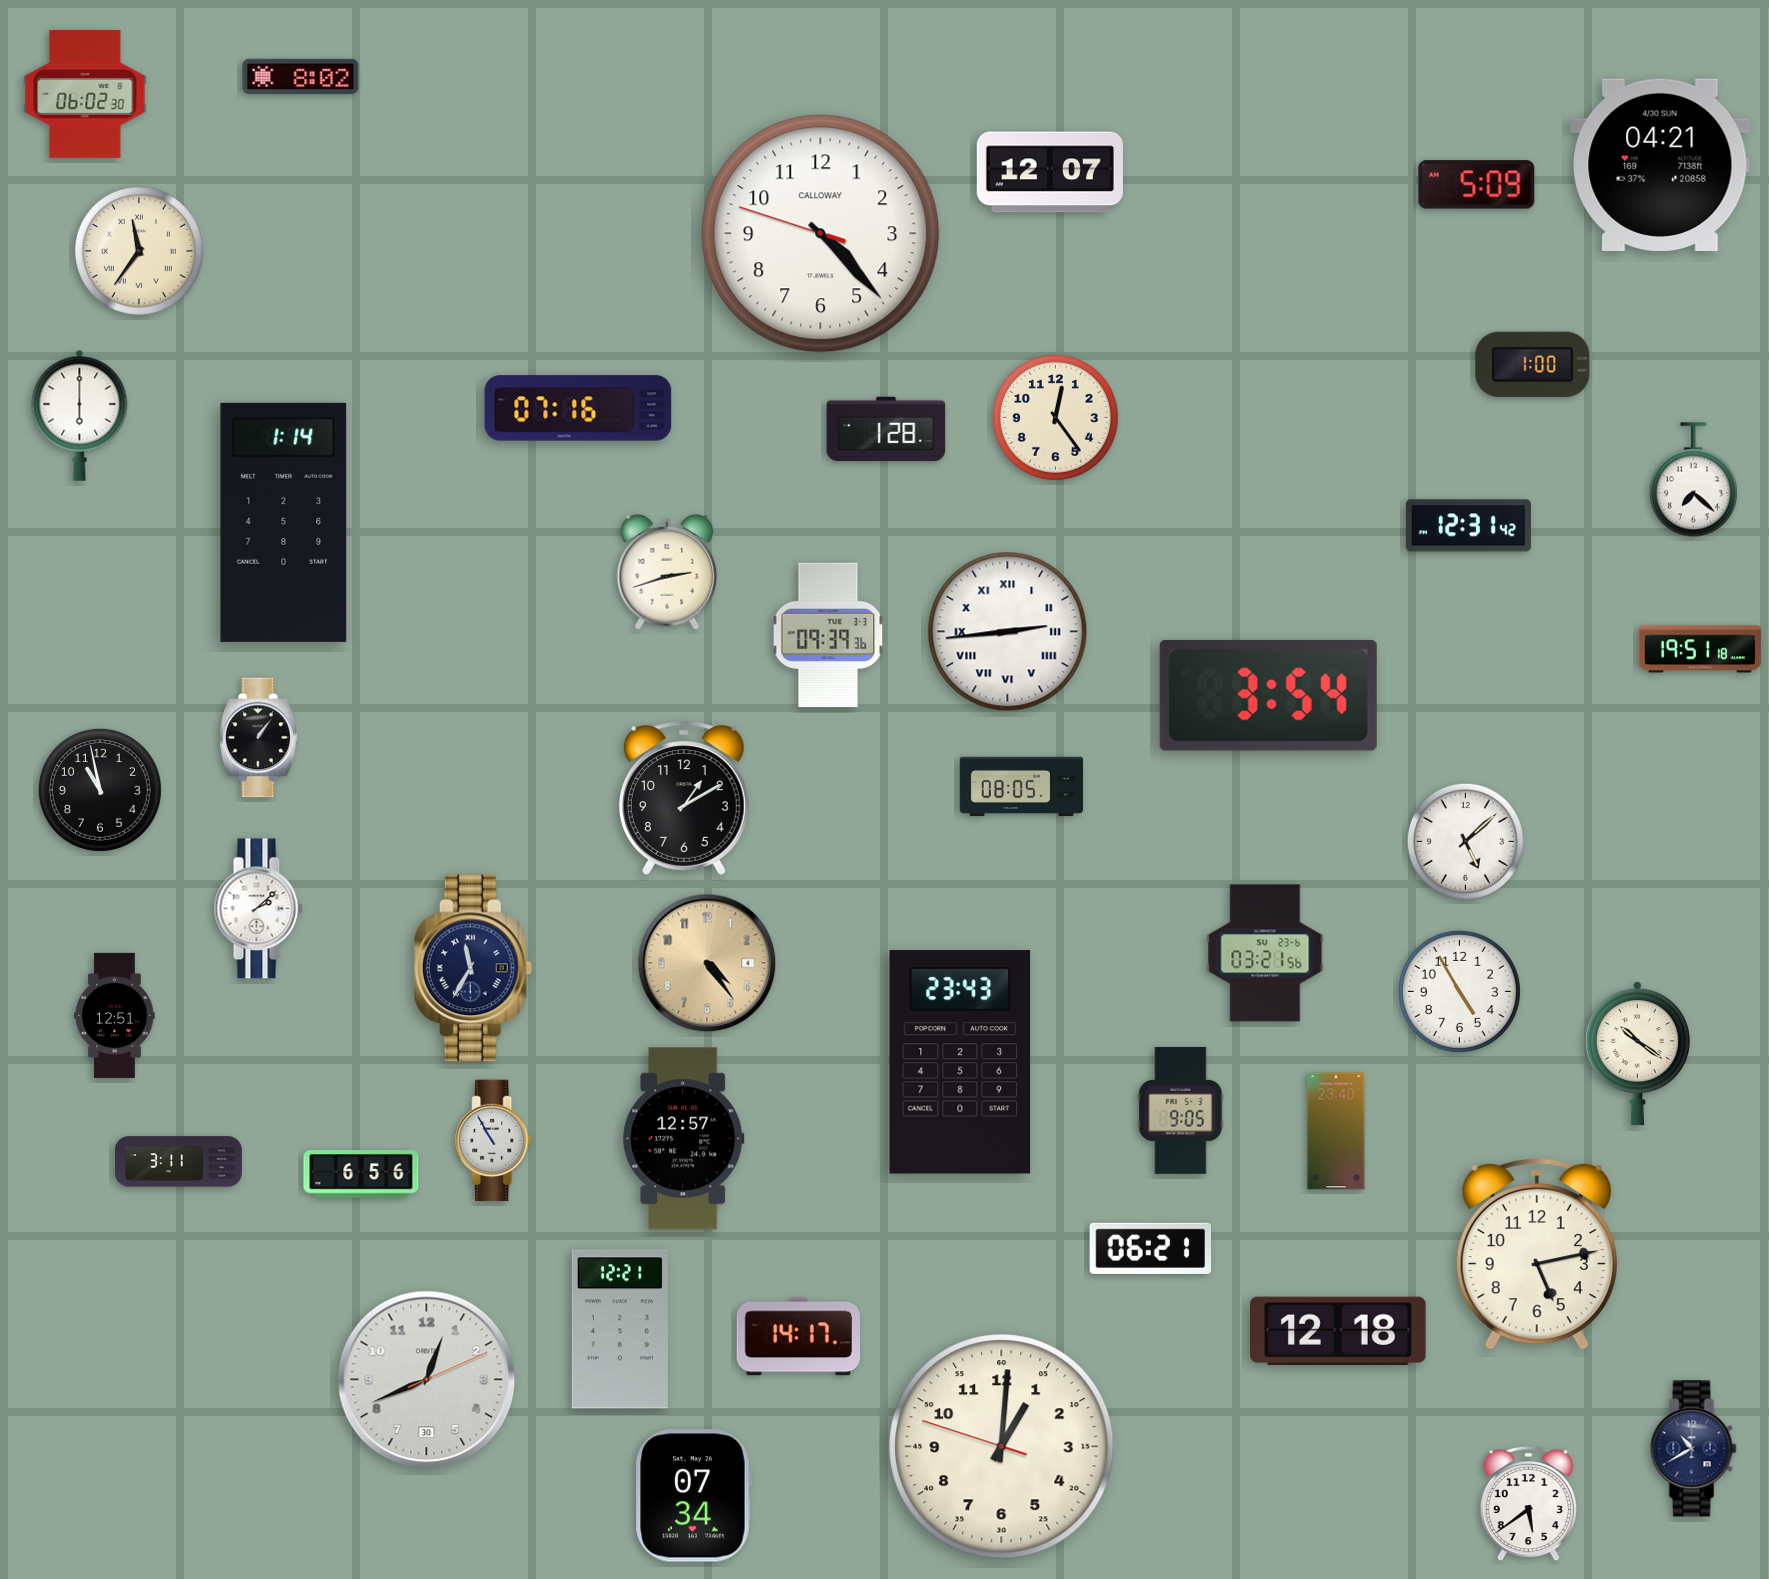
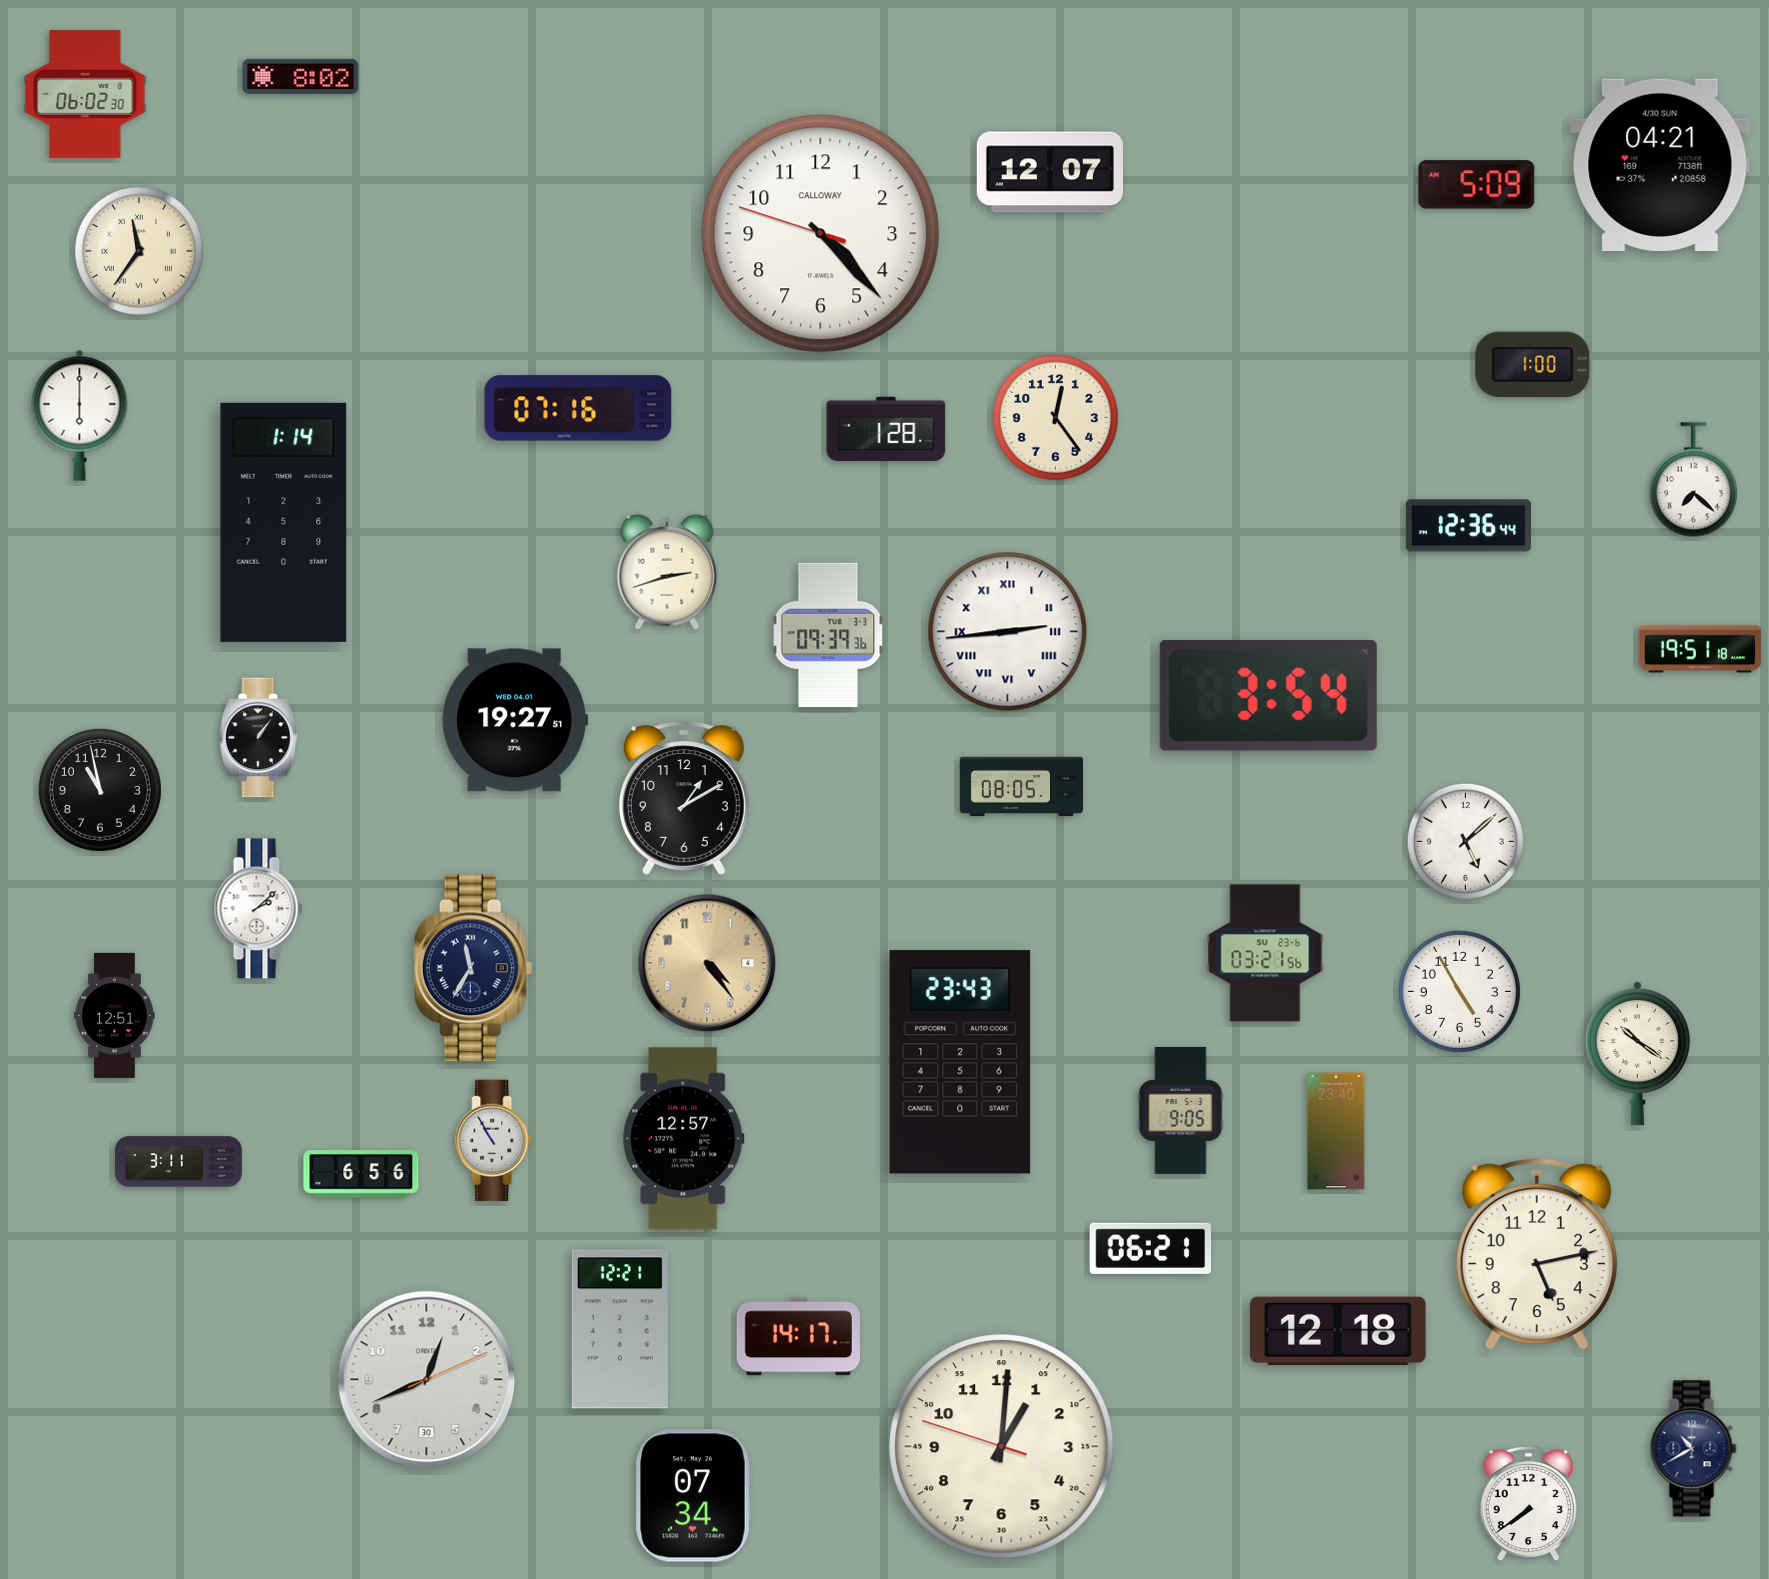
clock at (1468, 526): 12:31 -> 12:36
clock at (515, 720): none -> 19:27
clock at (1528, 1504): 5:39 -> 7:39
